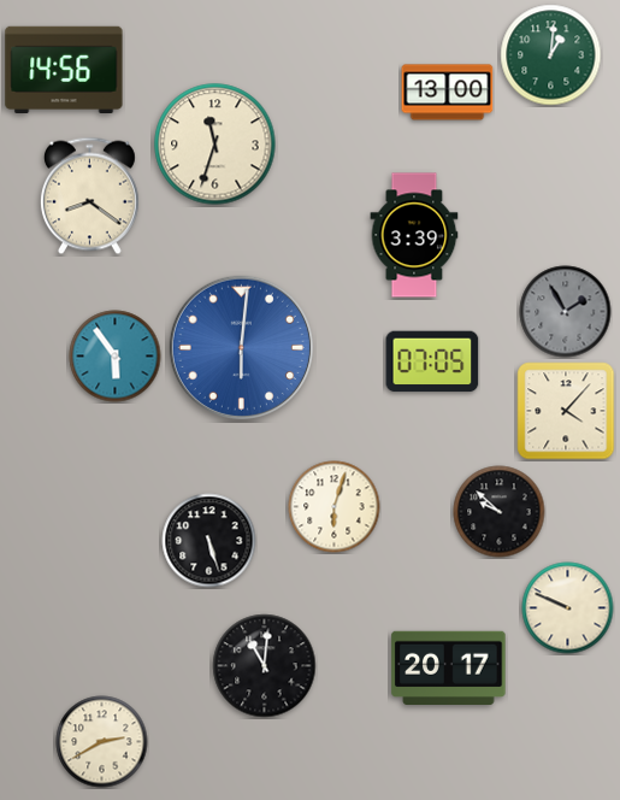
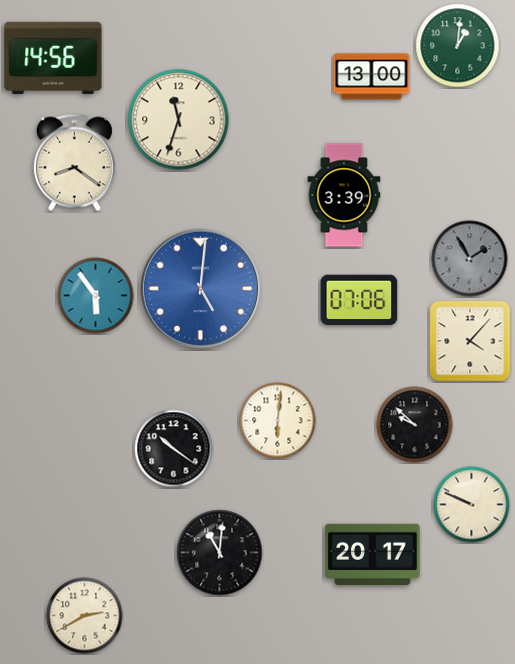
clock at (241, 347): 6:01 -> 5:01
clock at (432, 361): 07:05 -> 07:06
clock at (335, 507): 6:03 -> 6:01
clock at (209, 541): 5:27 -> 10:21
